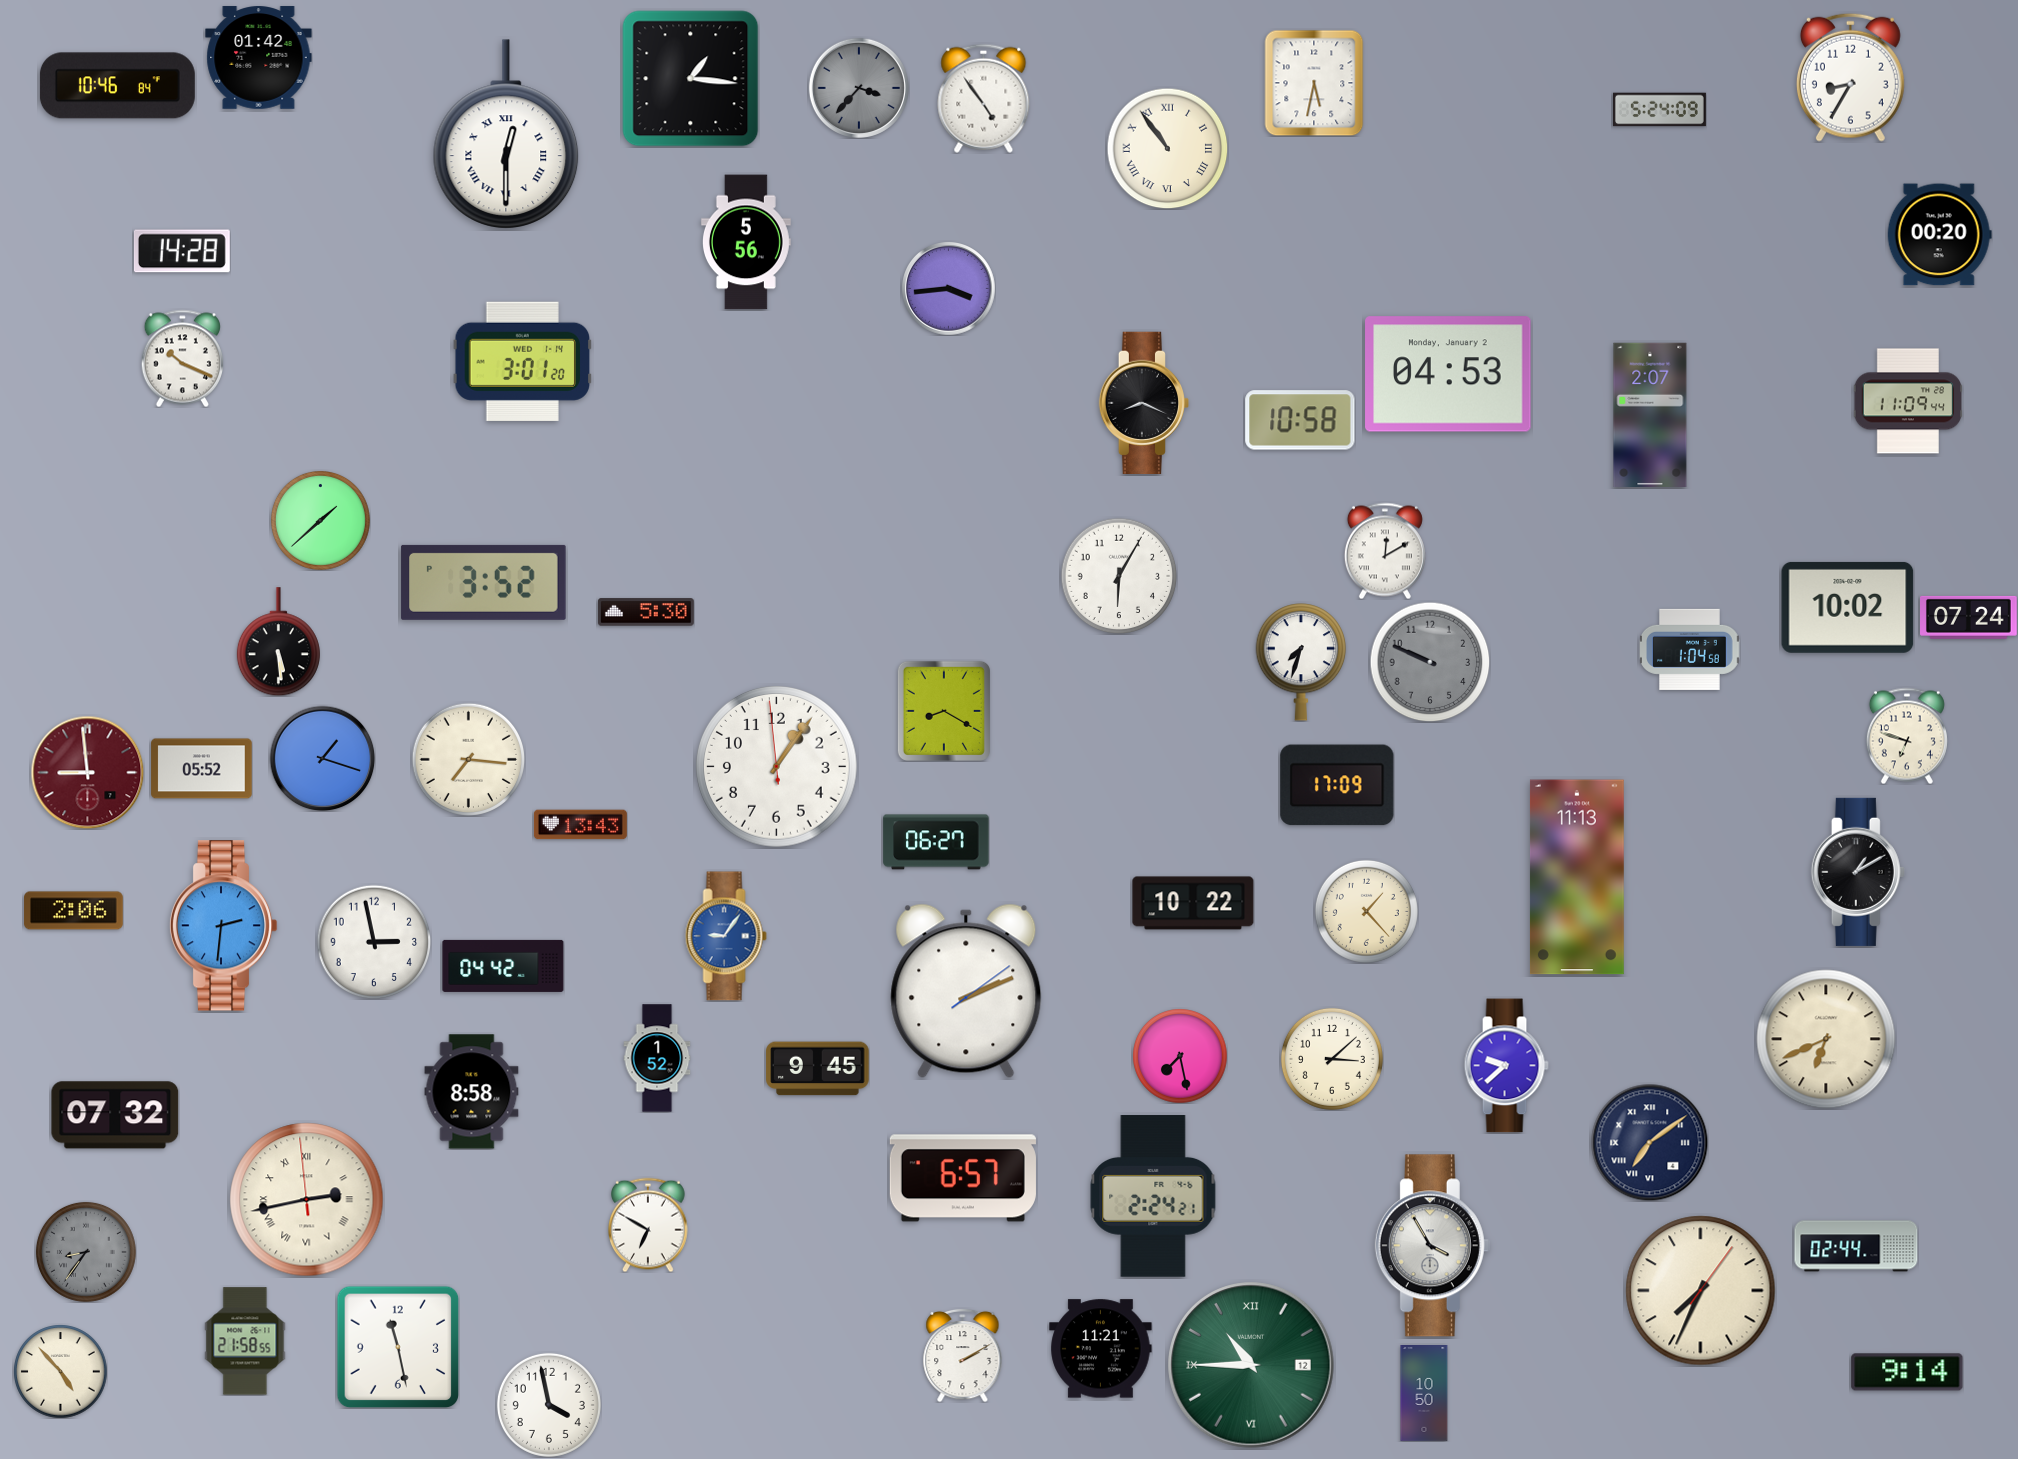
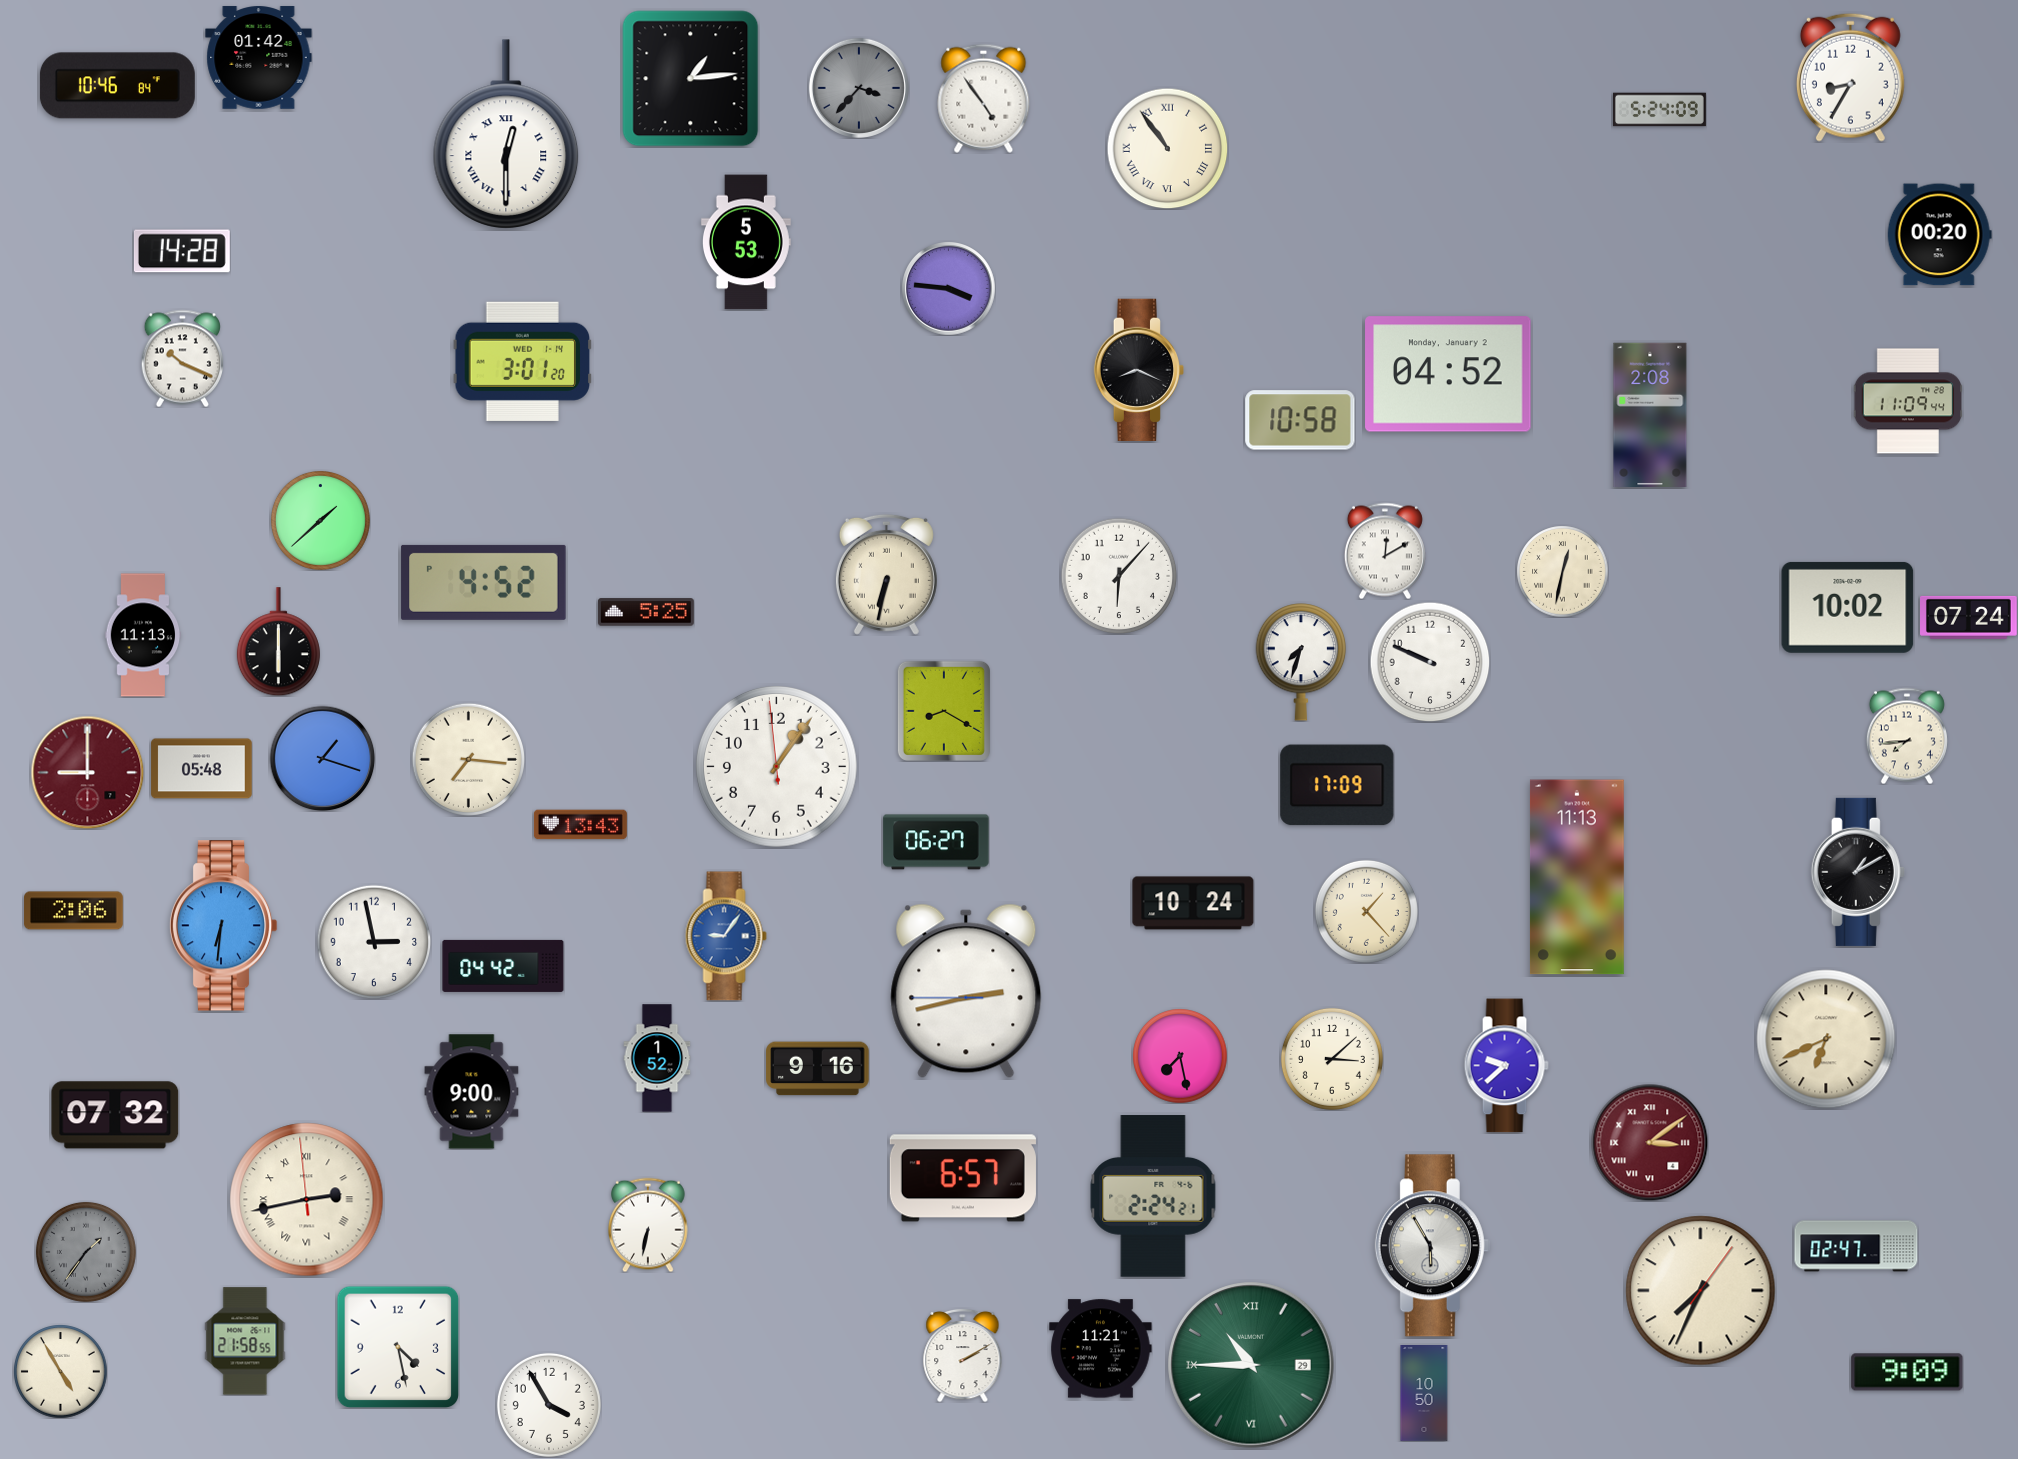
clock at (691, 79): 1:16 -> 1:14
clock at (1314, 83): 5:32 -> none
clock at (746, 242): 5:56 -> 5:53
clock at (949, 289): 3:44 -> 3:46
clock at (1448, 374): 04:53 -> 04:52
clock at (1143, 402) position: (1143, 402) -> (1138, 369)
clock at (1650, 414): 2:07 -> 2:08
clock at (1562, 571): none -> 12:32
clock at (886, 574): none -> 6:32
clock at (1119, 576): 6:05 -> 6:07
clock at (484, 582): 3:52 -> 4:52
clock at (646, 612): 5:30 -> 5:25
clock at (143, 635): none -> 11:13
clock at (278, 642): 5:29 -> 6:00
clock at (1690, 649): 1:04 -> none
clock at (1430, 662) dial: grey -> white
clock at (1907, 736): 6:48 -> 7:44
clock at (202, 769): 05:52 -> 05:48
clock at (87, 772): 8:59 -> 9:00
clock at (1193, 903): 10:22 -> 10:24
clock at (223, 926): 2:31 -> 6:31
clock at (966, 991): 2:11 -> 2:42
clock at (818, 1069): 9:45 -> 9:16
clock at (472, 1092): 8:58 -> 9:00
clock at (1649, 1142): 7:09 -> 3:09
clock at (1649, 1142) dial: navy -> burgundy
clock at (648, 1225): 6:50 -> 6:32
clock at (1432, 1246): 3:55 -> 5:55
clock at (1856, 1246): 02:44 -> 02:47
clock at (86, 1252): 8:36 -> 1:36
clock at (398, 1347): 11:28 -> 4:28
clock at (1251, 1365) date: 12 -> 29
clock at (60, 1371): 4:53 -> 4:55
clock at (1907, 1372): 9:14 -> 9:09
clock at (549, 1405): 3:58 -> 3:55
